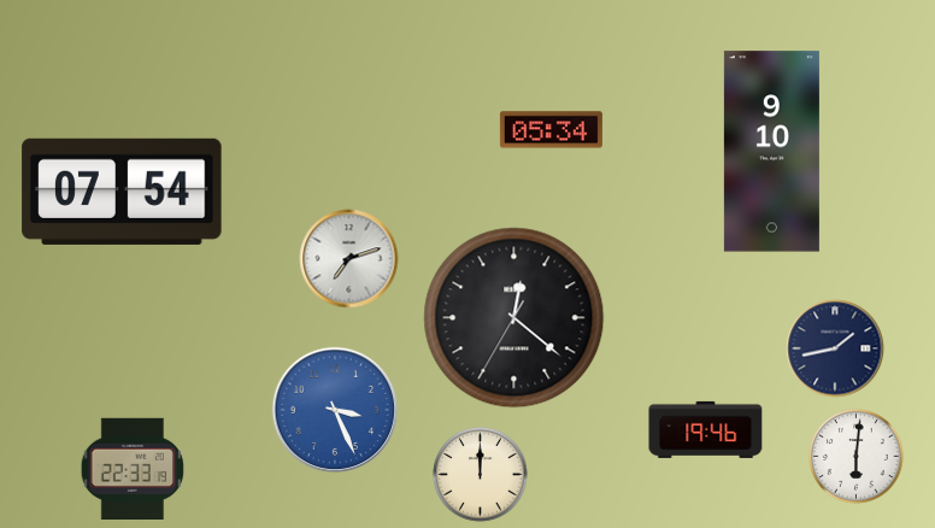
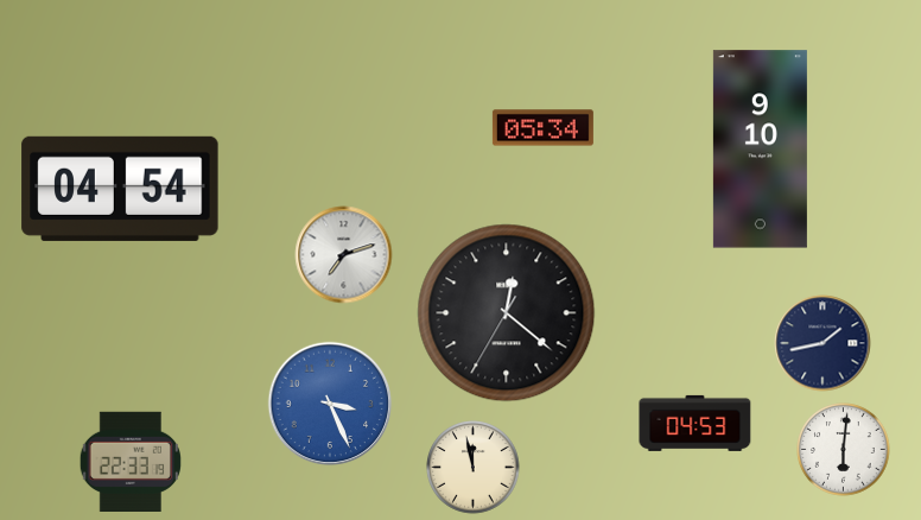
clock at (122, 192): 07:54 -> 04:54
clock at (706, 429): 19:46 -> 04:53
clock at (481, 475): 12:00 -> 11:58
